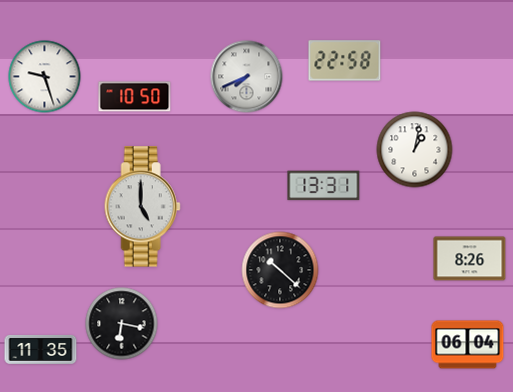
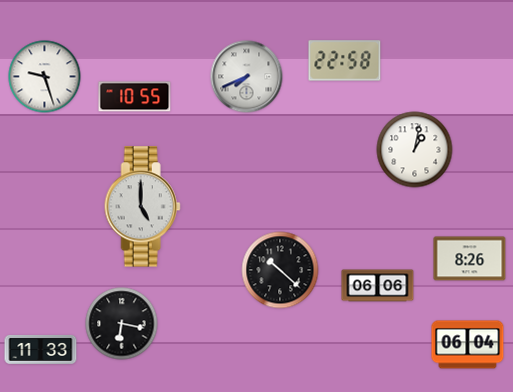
clock at (135, 97): 10:50 -> 10:55
clock at (324, 186): 13:31 -> none
clock at (378, 286): none -> 06:06
clock at (41, 350): 11:35 -> 11:33
